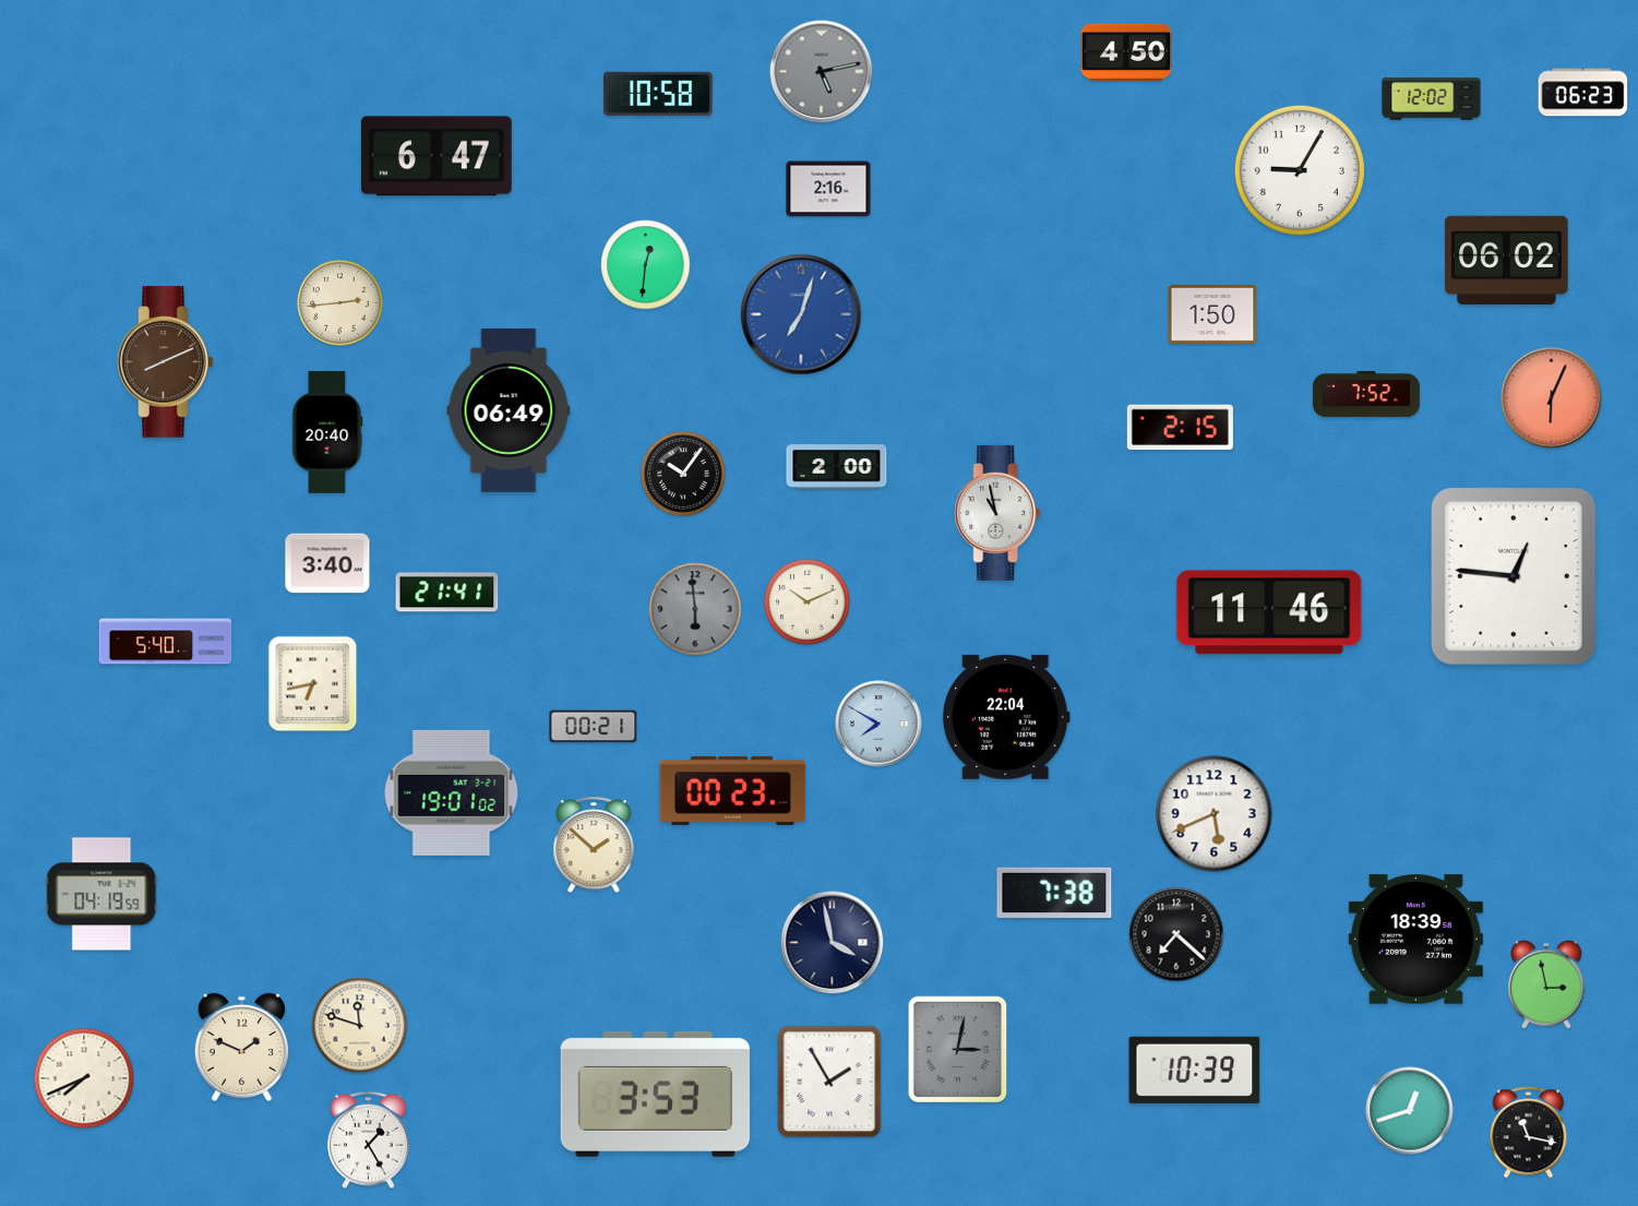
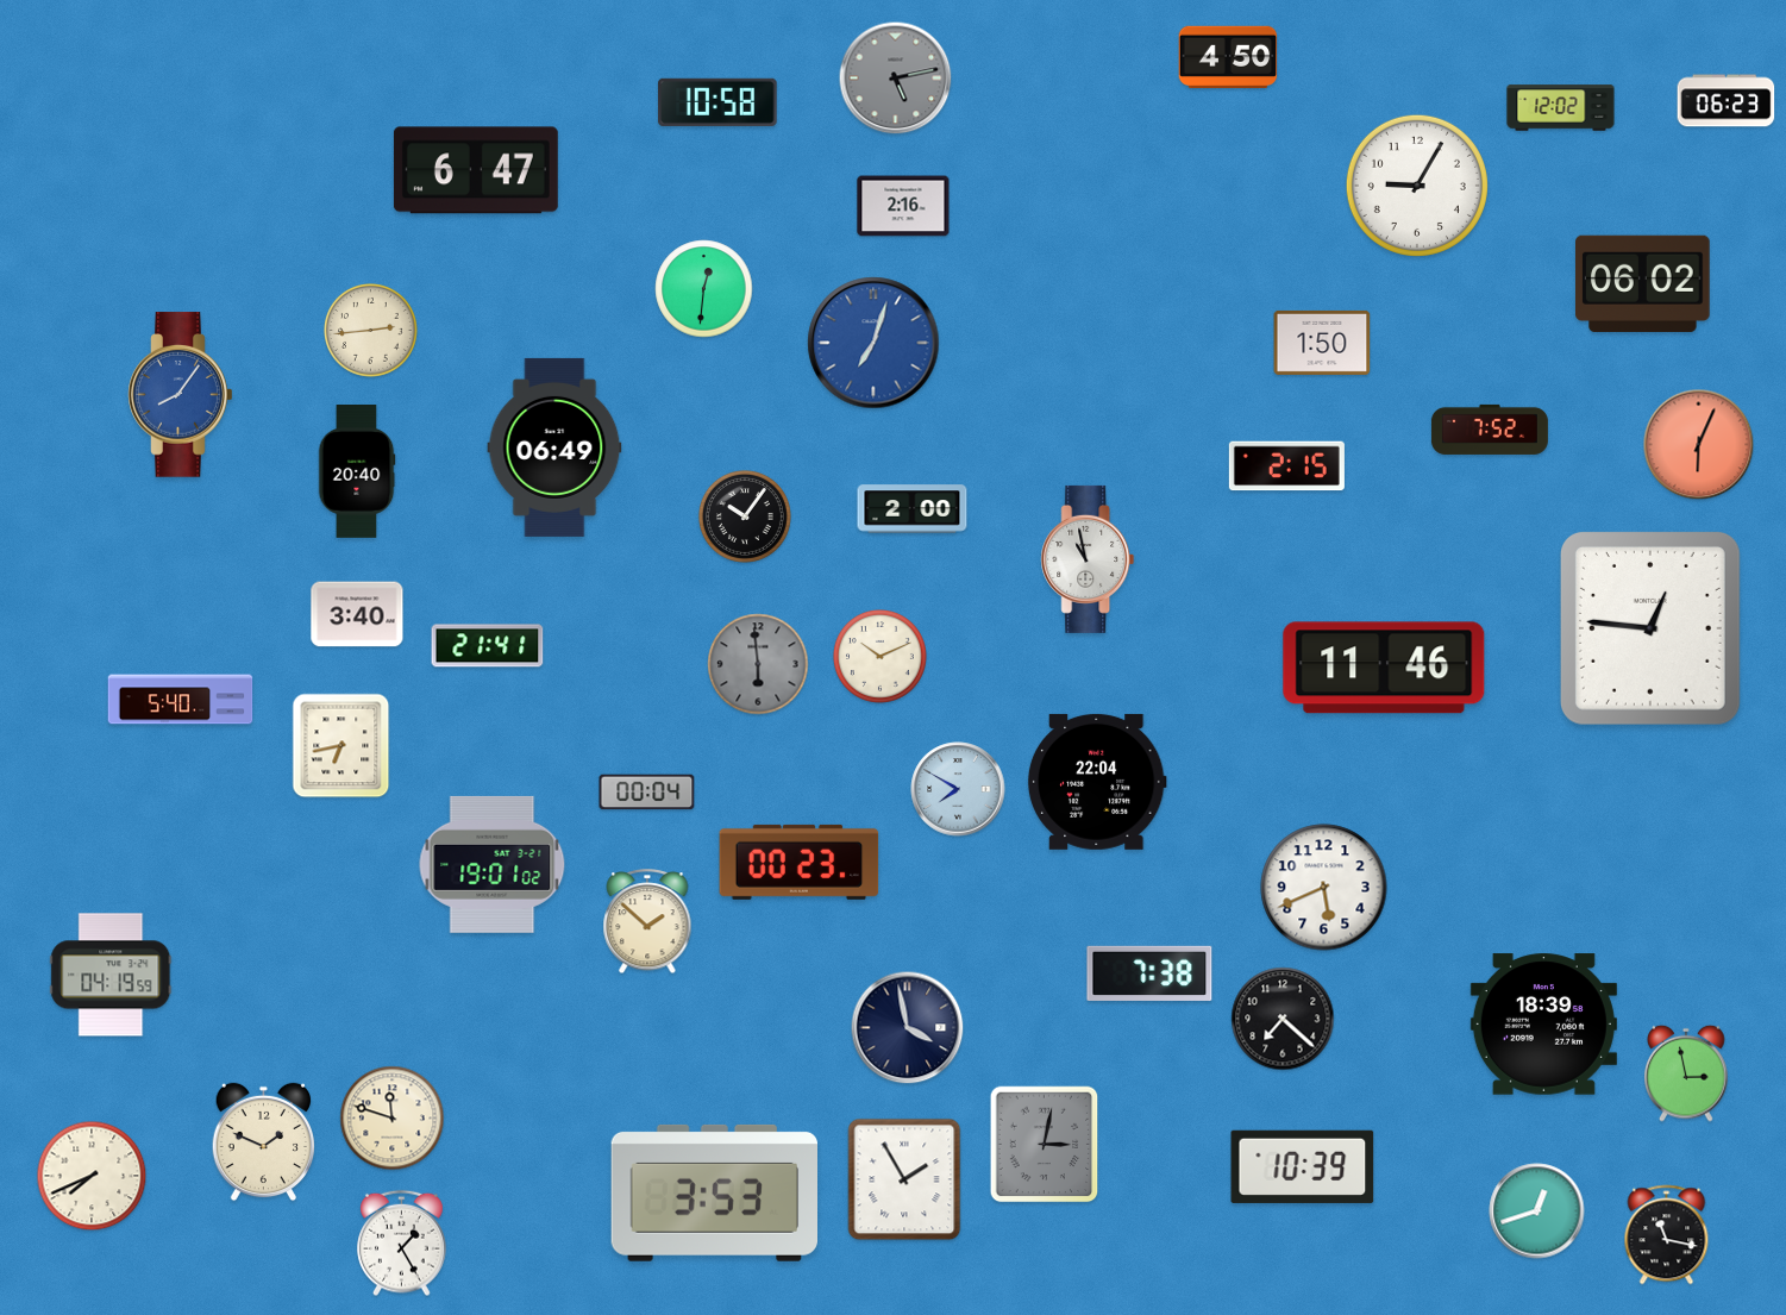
clock at (166, 362): 8:11 -> 8:06
clock at (166, 362) dial: brown -> blue
clock at (1552, 398) position: (1552, 398) -> (1699, 445)
clock at (594, 727): 00:21 -> 00:04
